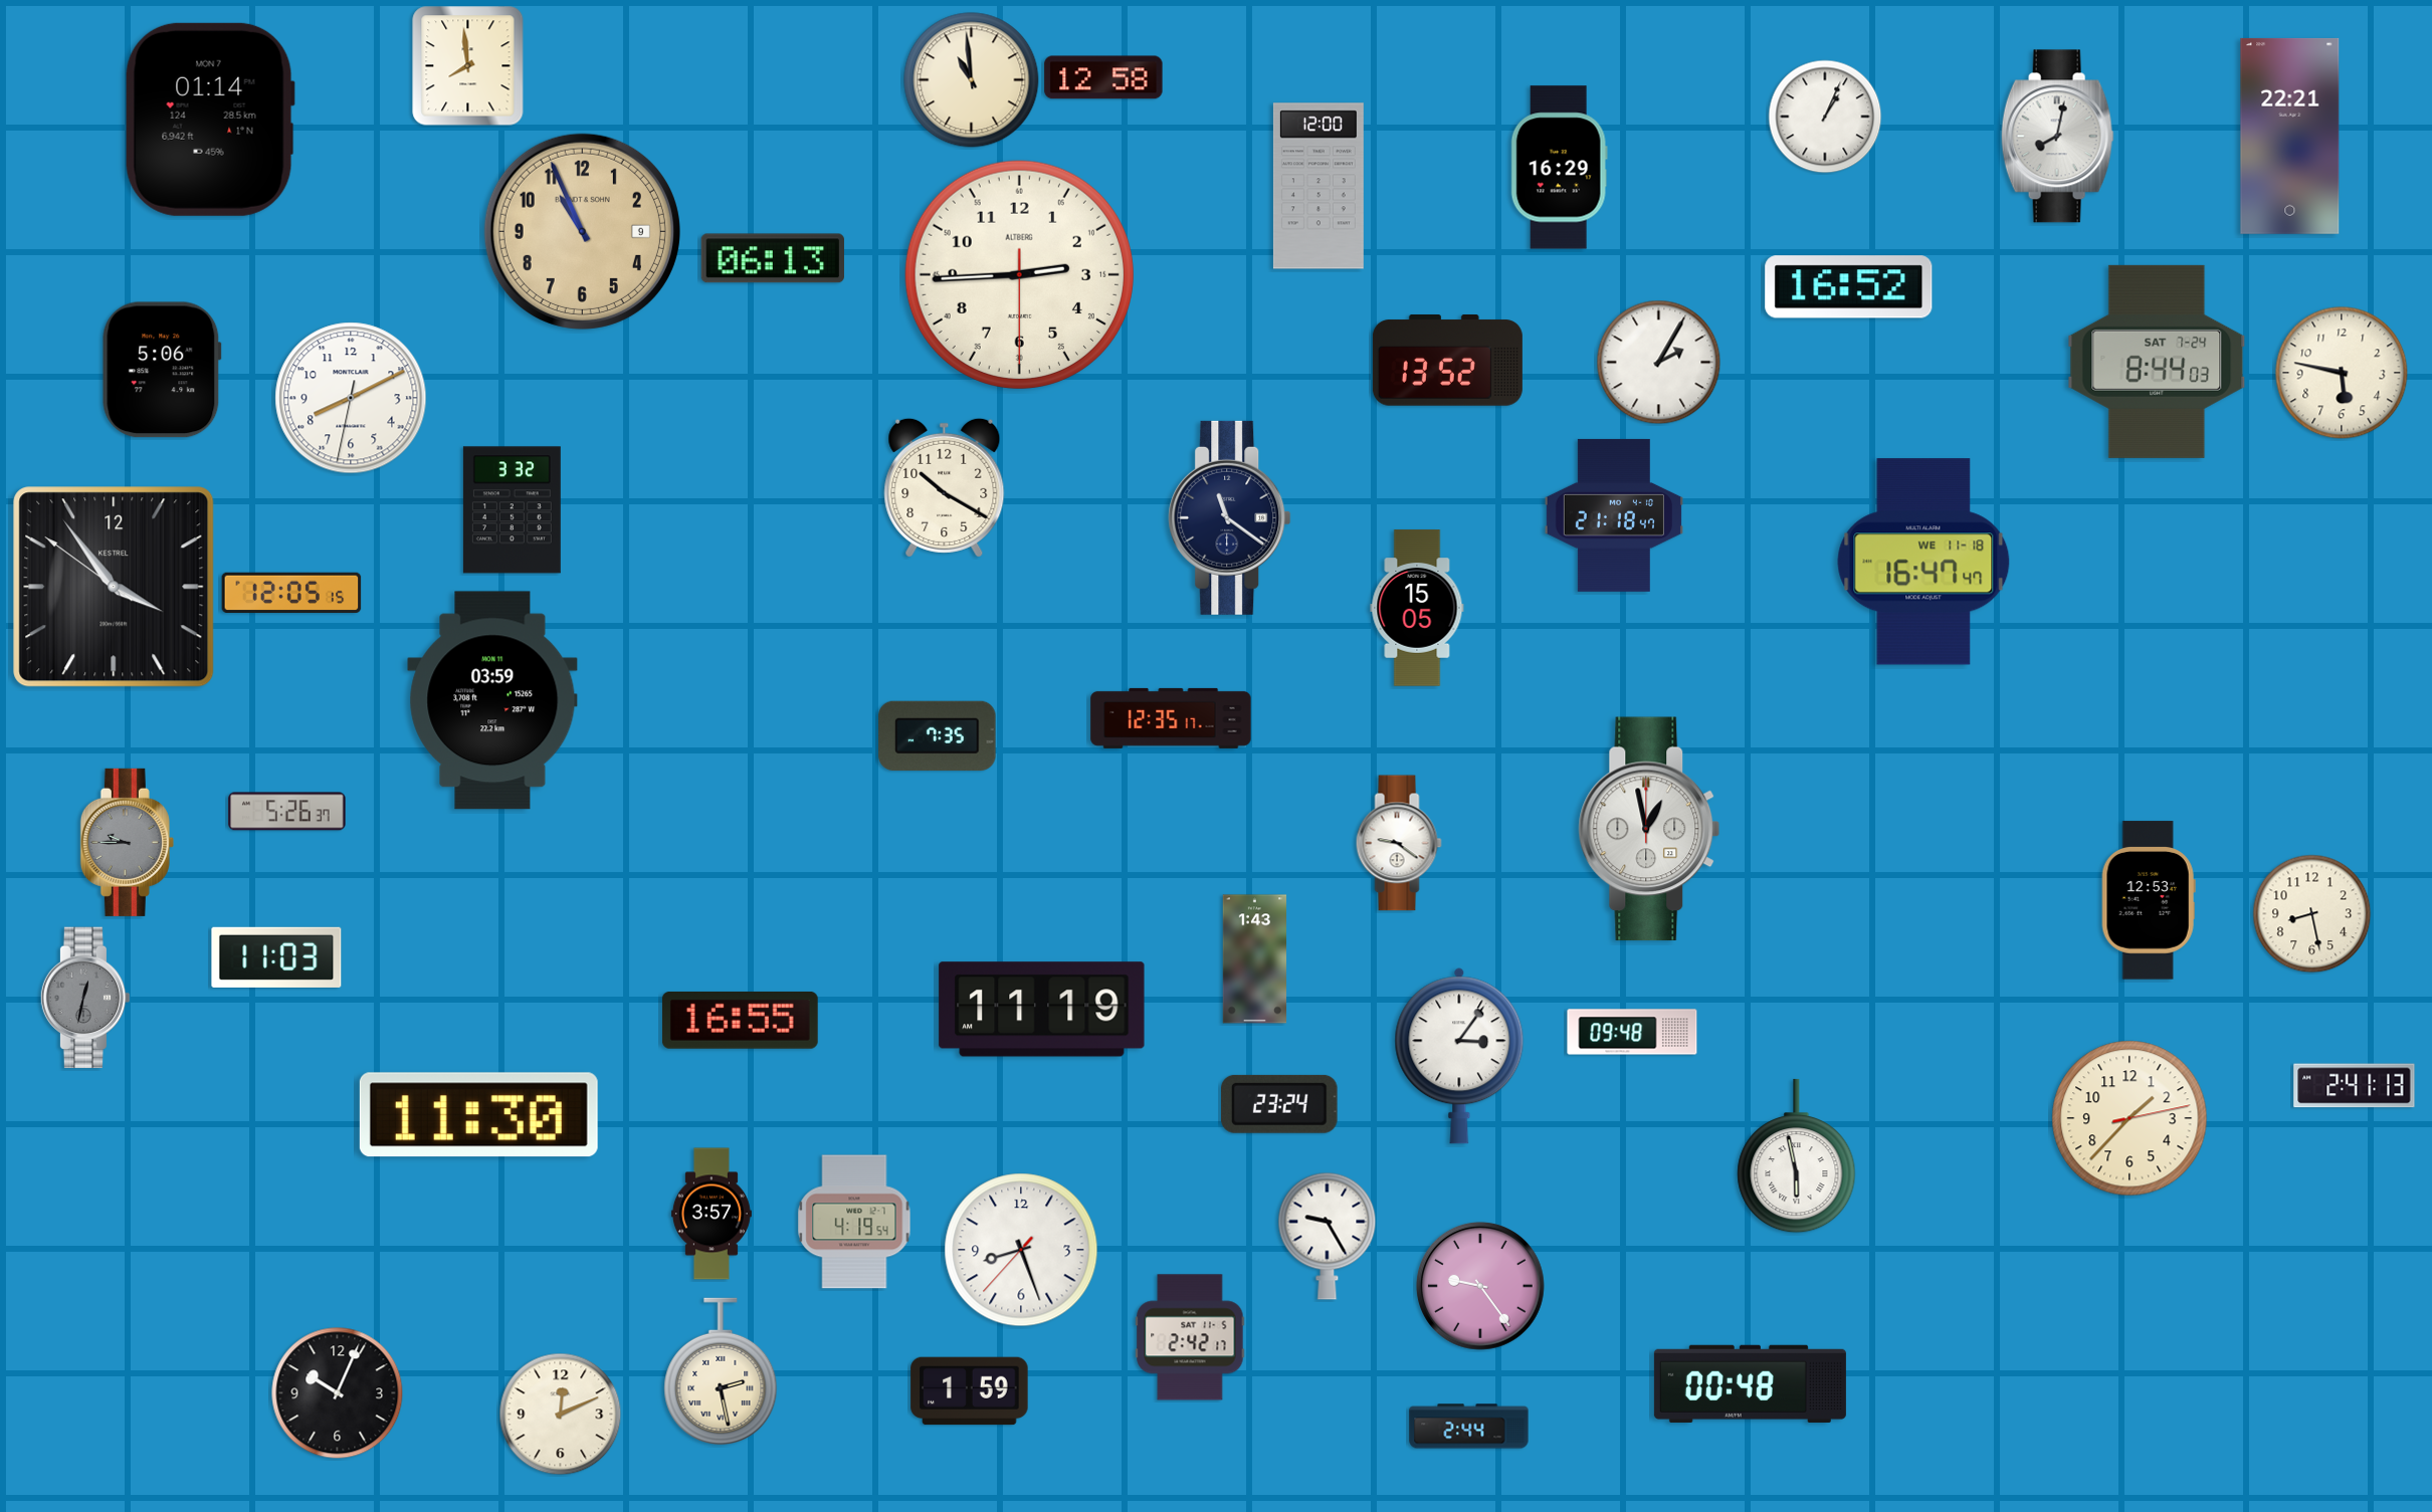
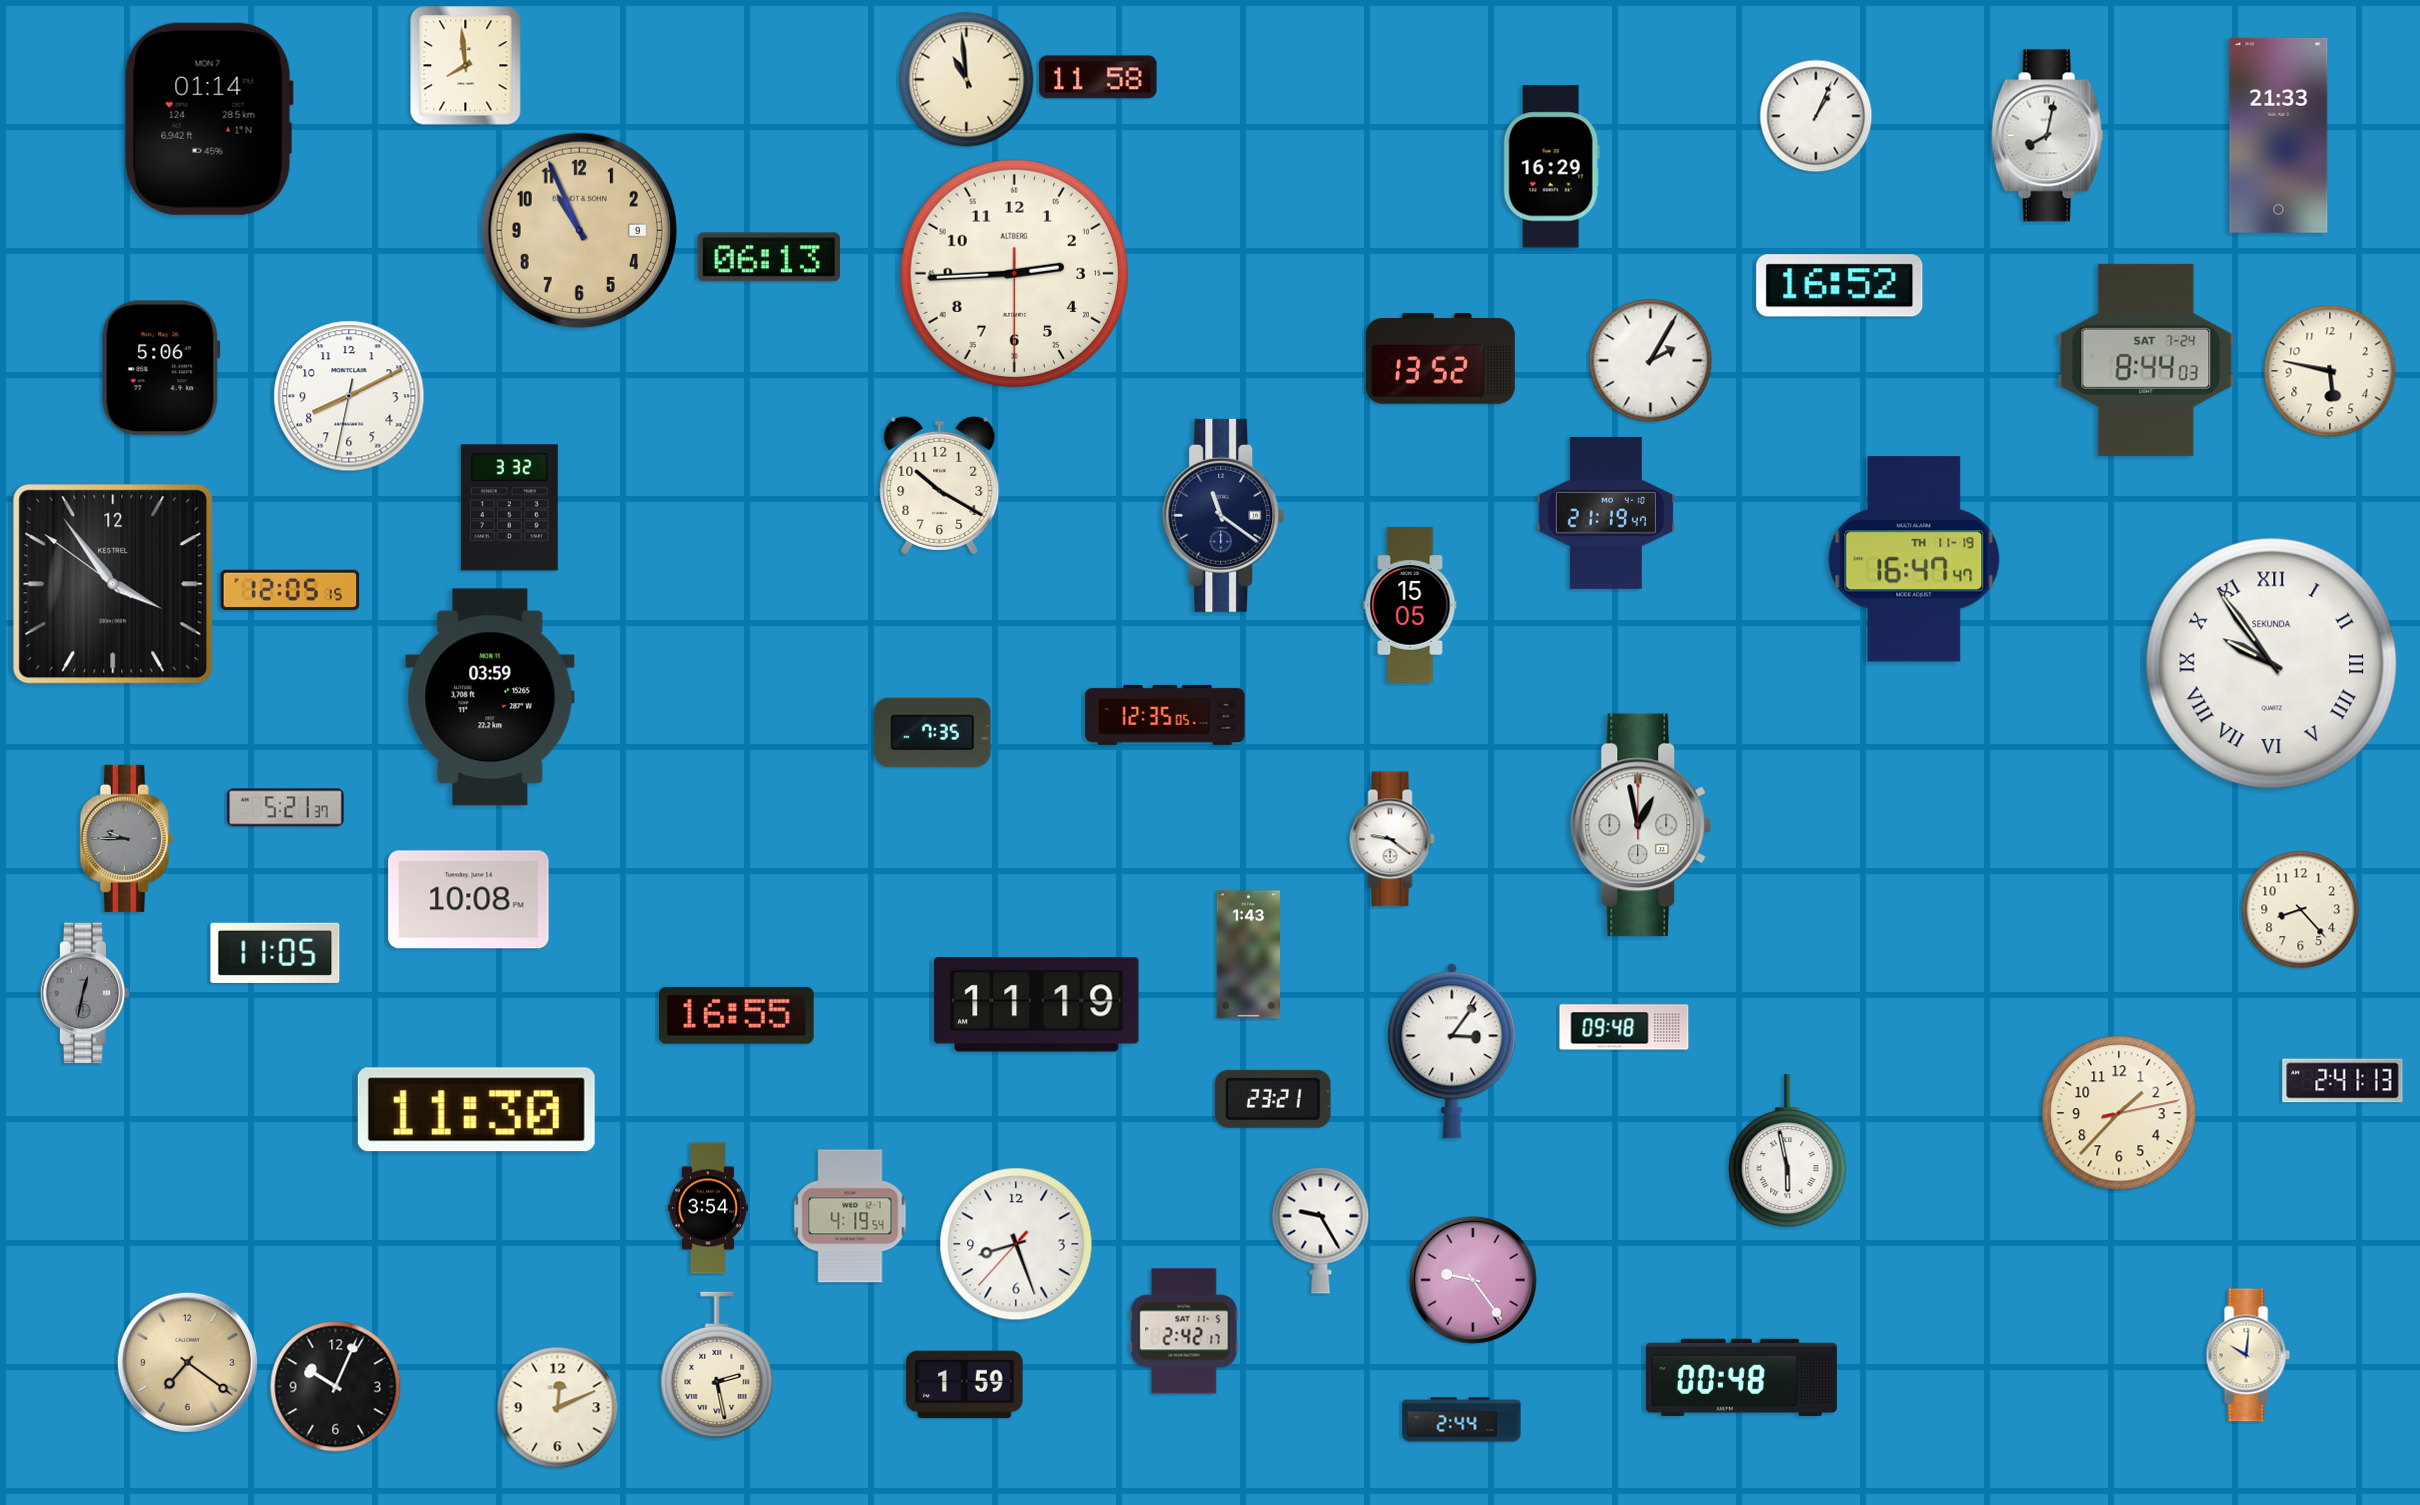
clock at (1103, 77): 12:58 -> 11:58
clock at (2290, 136): 22:21 -> 21:33
clock at (1319, 186): 12:00 -> none
clock at (1614, 515): 21:18 -> 21:19
clock at (1923, 562) date: WE 11-18 -> TH 11-19
clock at (2272, 664): none -> 9:54
clock at (1171, 718): 12:35:17 -> 12:35:05
clock at (287, 812): 5:26 -> 5:21
clock at (2149, 900): 12:53 -> none
clock at (469, 900): none -> 10:08
clock at (2312, 914): 8:28 -> 8:23
clock at (276, 957): 11:03 -> 11:05
clock at (1279, 1104): 23:24 -> 23:21
clock at (712, 1214): 3:57 -> 3:54
clock at (2248, 1355): none -> 10:01
clock at (187, 1362): none -> 7:21
